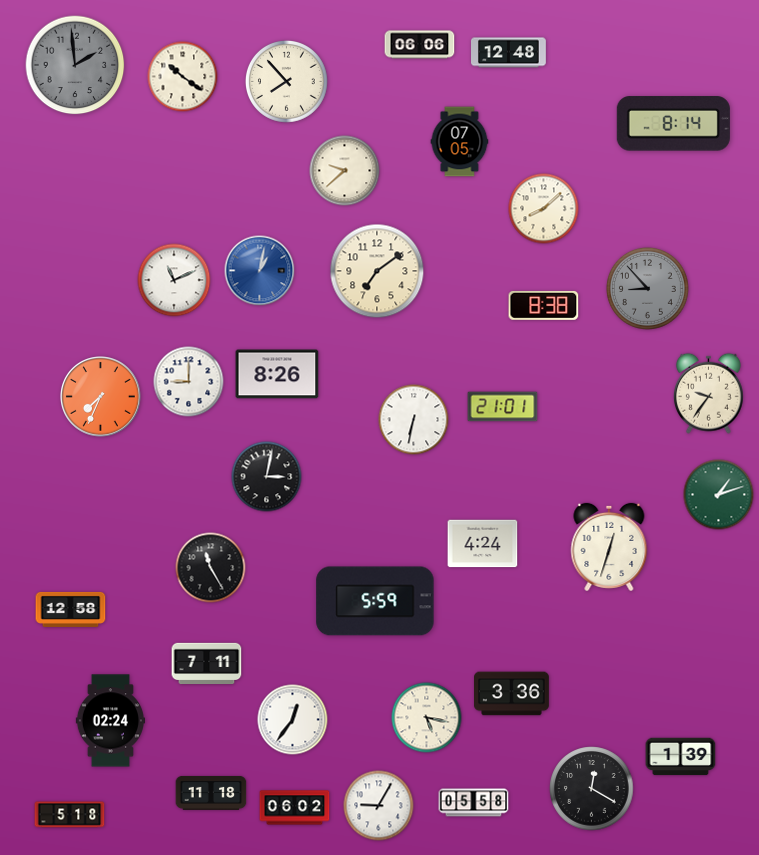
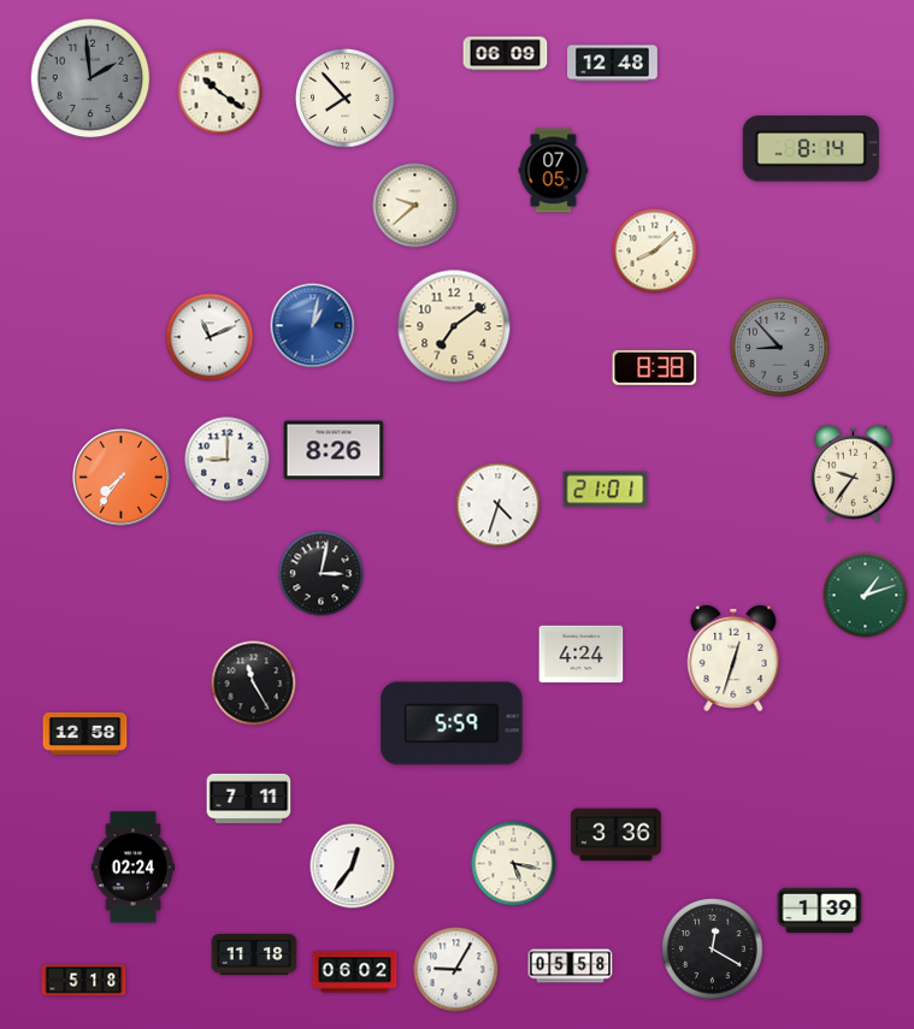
clock at (420, 45): 06:06 -> 06:09
clock at (101, 397): 7:34 -> 7:36
clock at (414, 420): 6:32 -> 4:33
